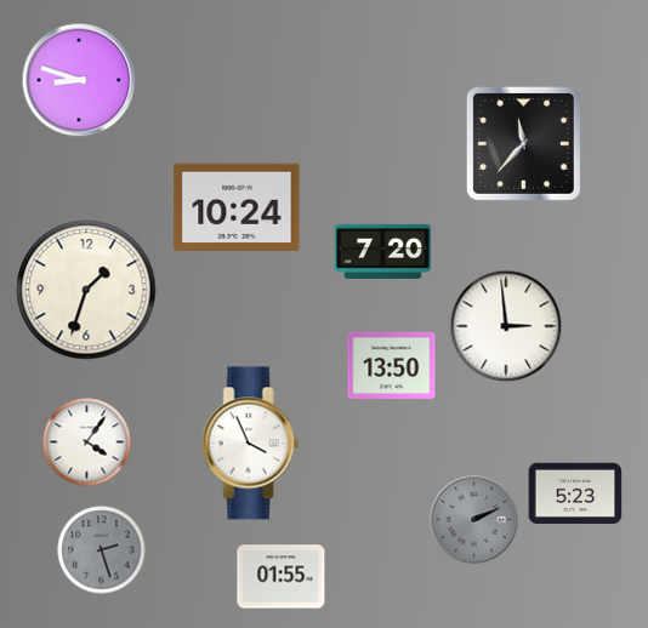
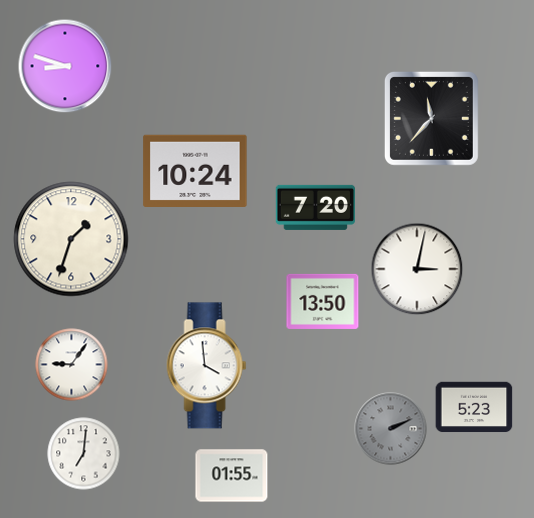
clock at (506, 326): 2:59 -> 3:02
clock at (87, 443): 4:06 -> 9:06
clock at (251, 444): 3:56 -> 3:59
clock at (102, 550): 2:27 -> 7:01
clock at (102, 550) dial: grey -> white
